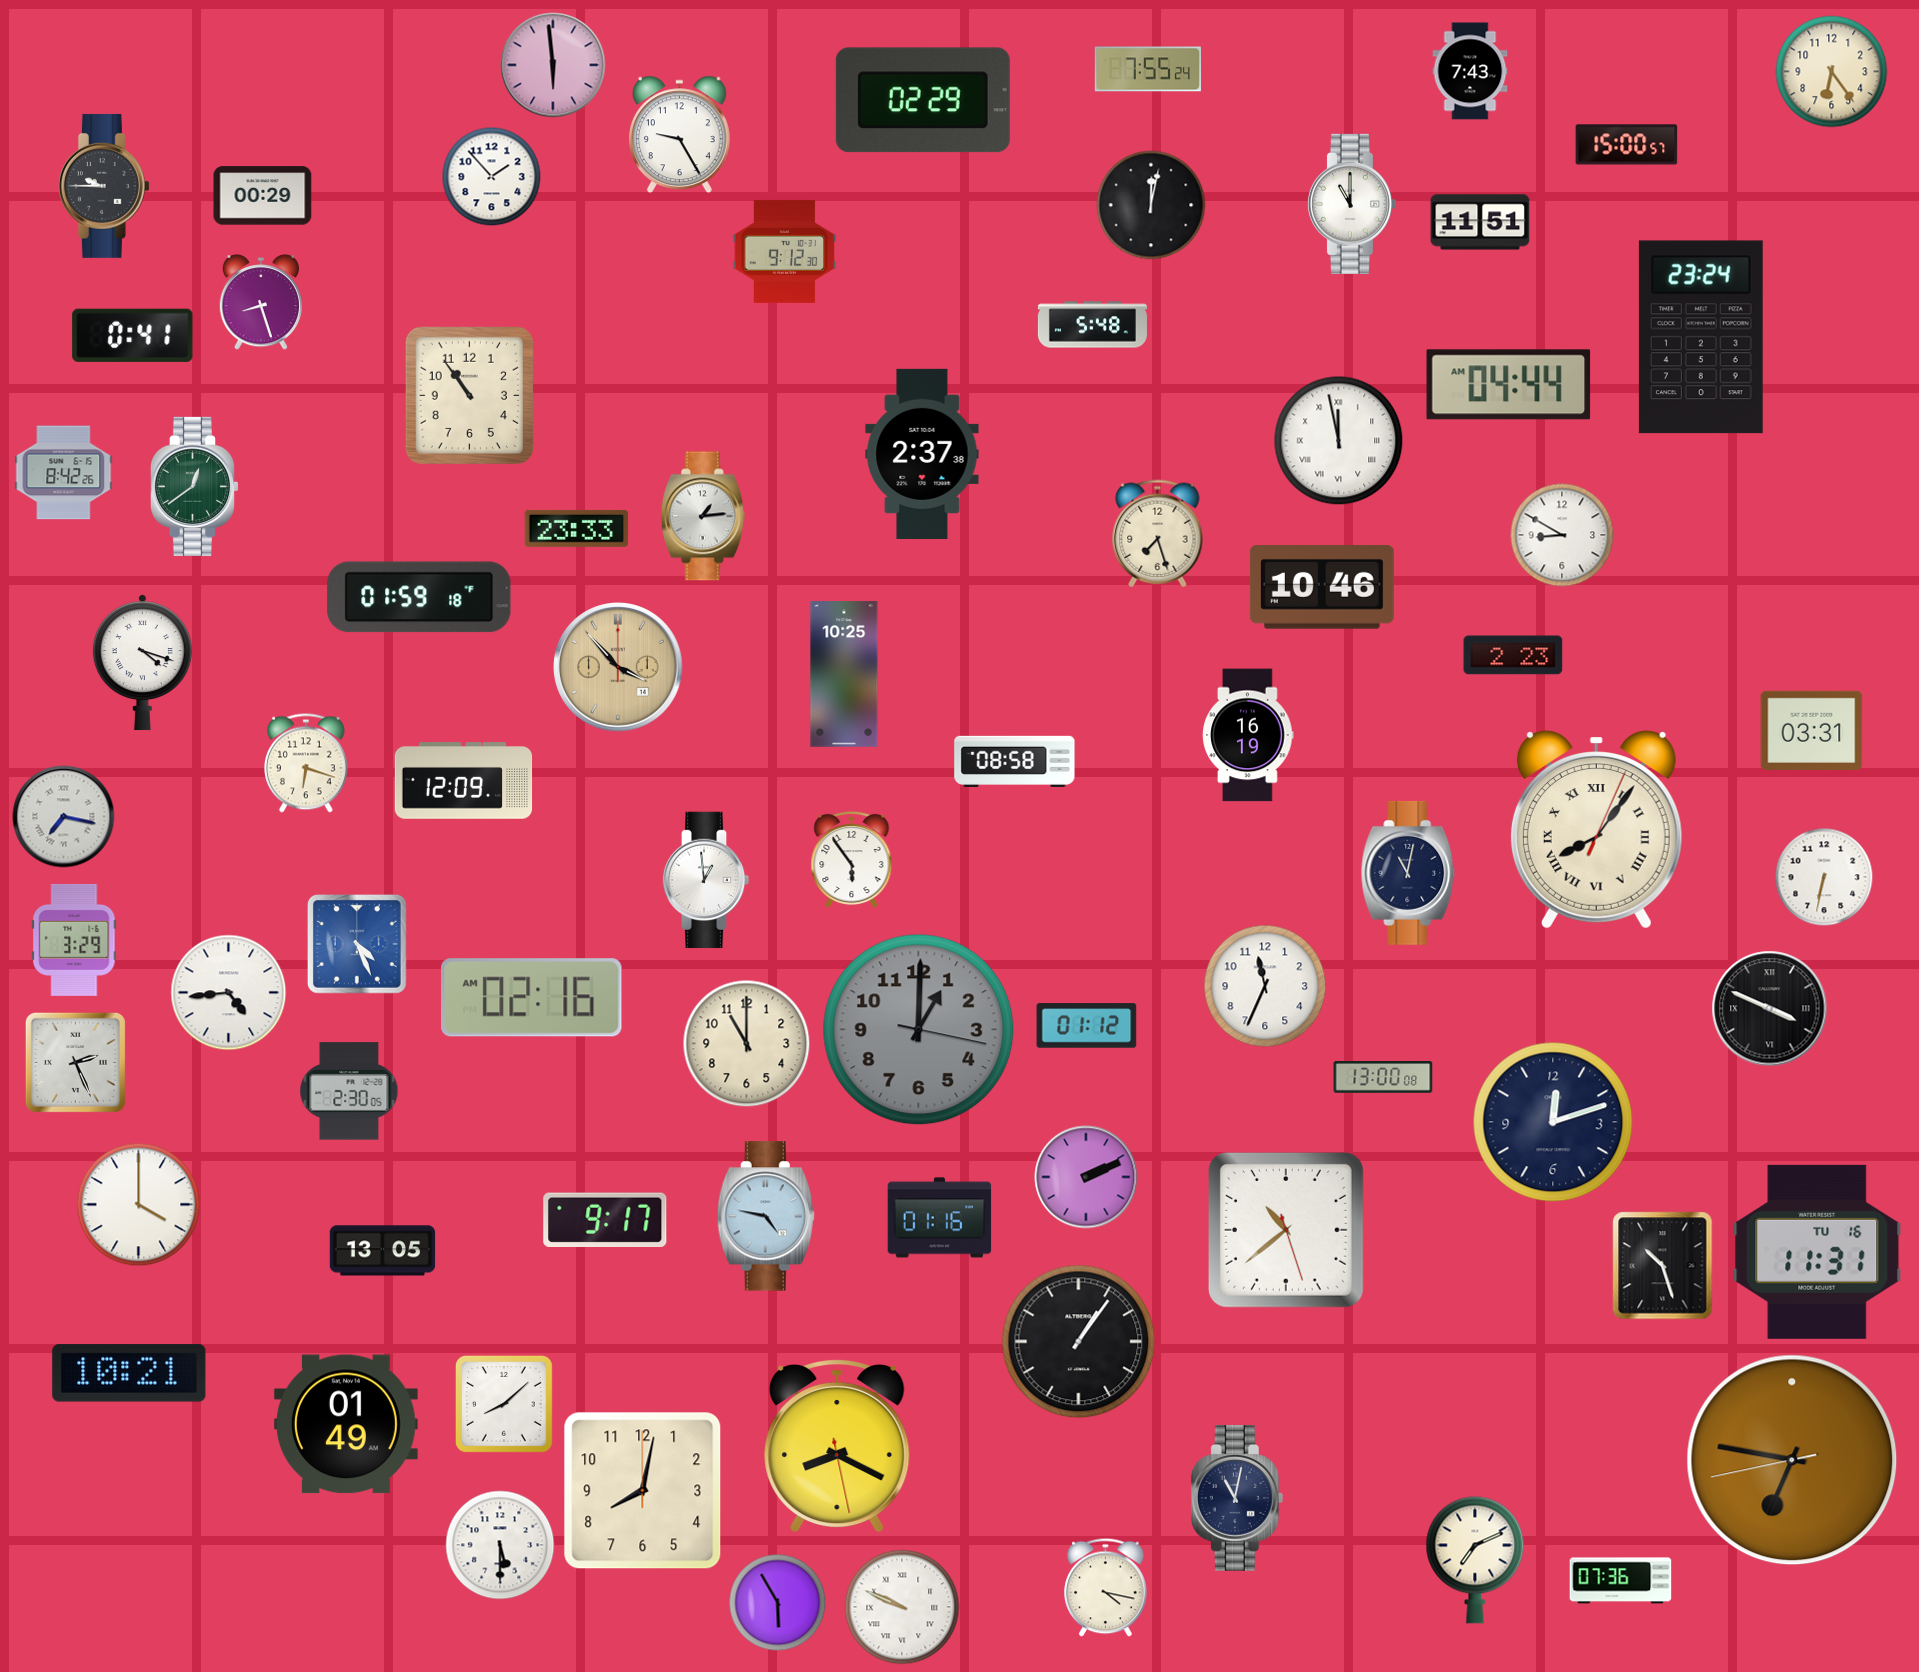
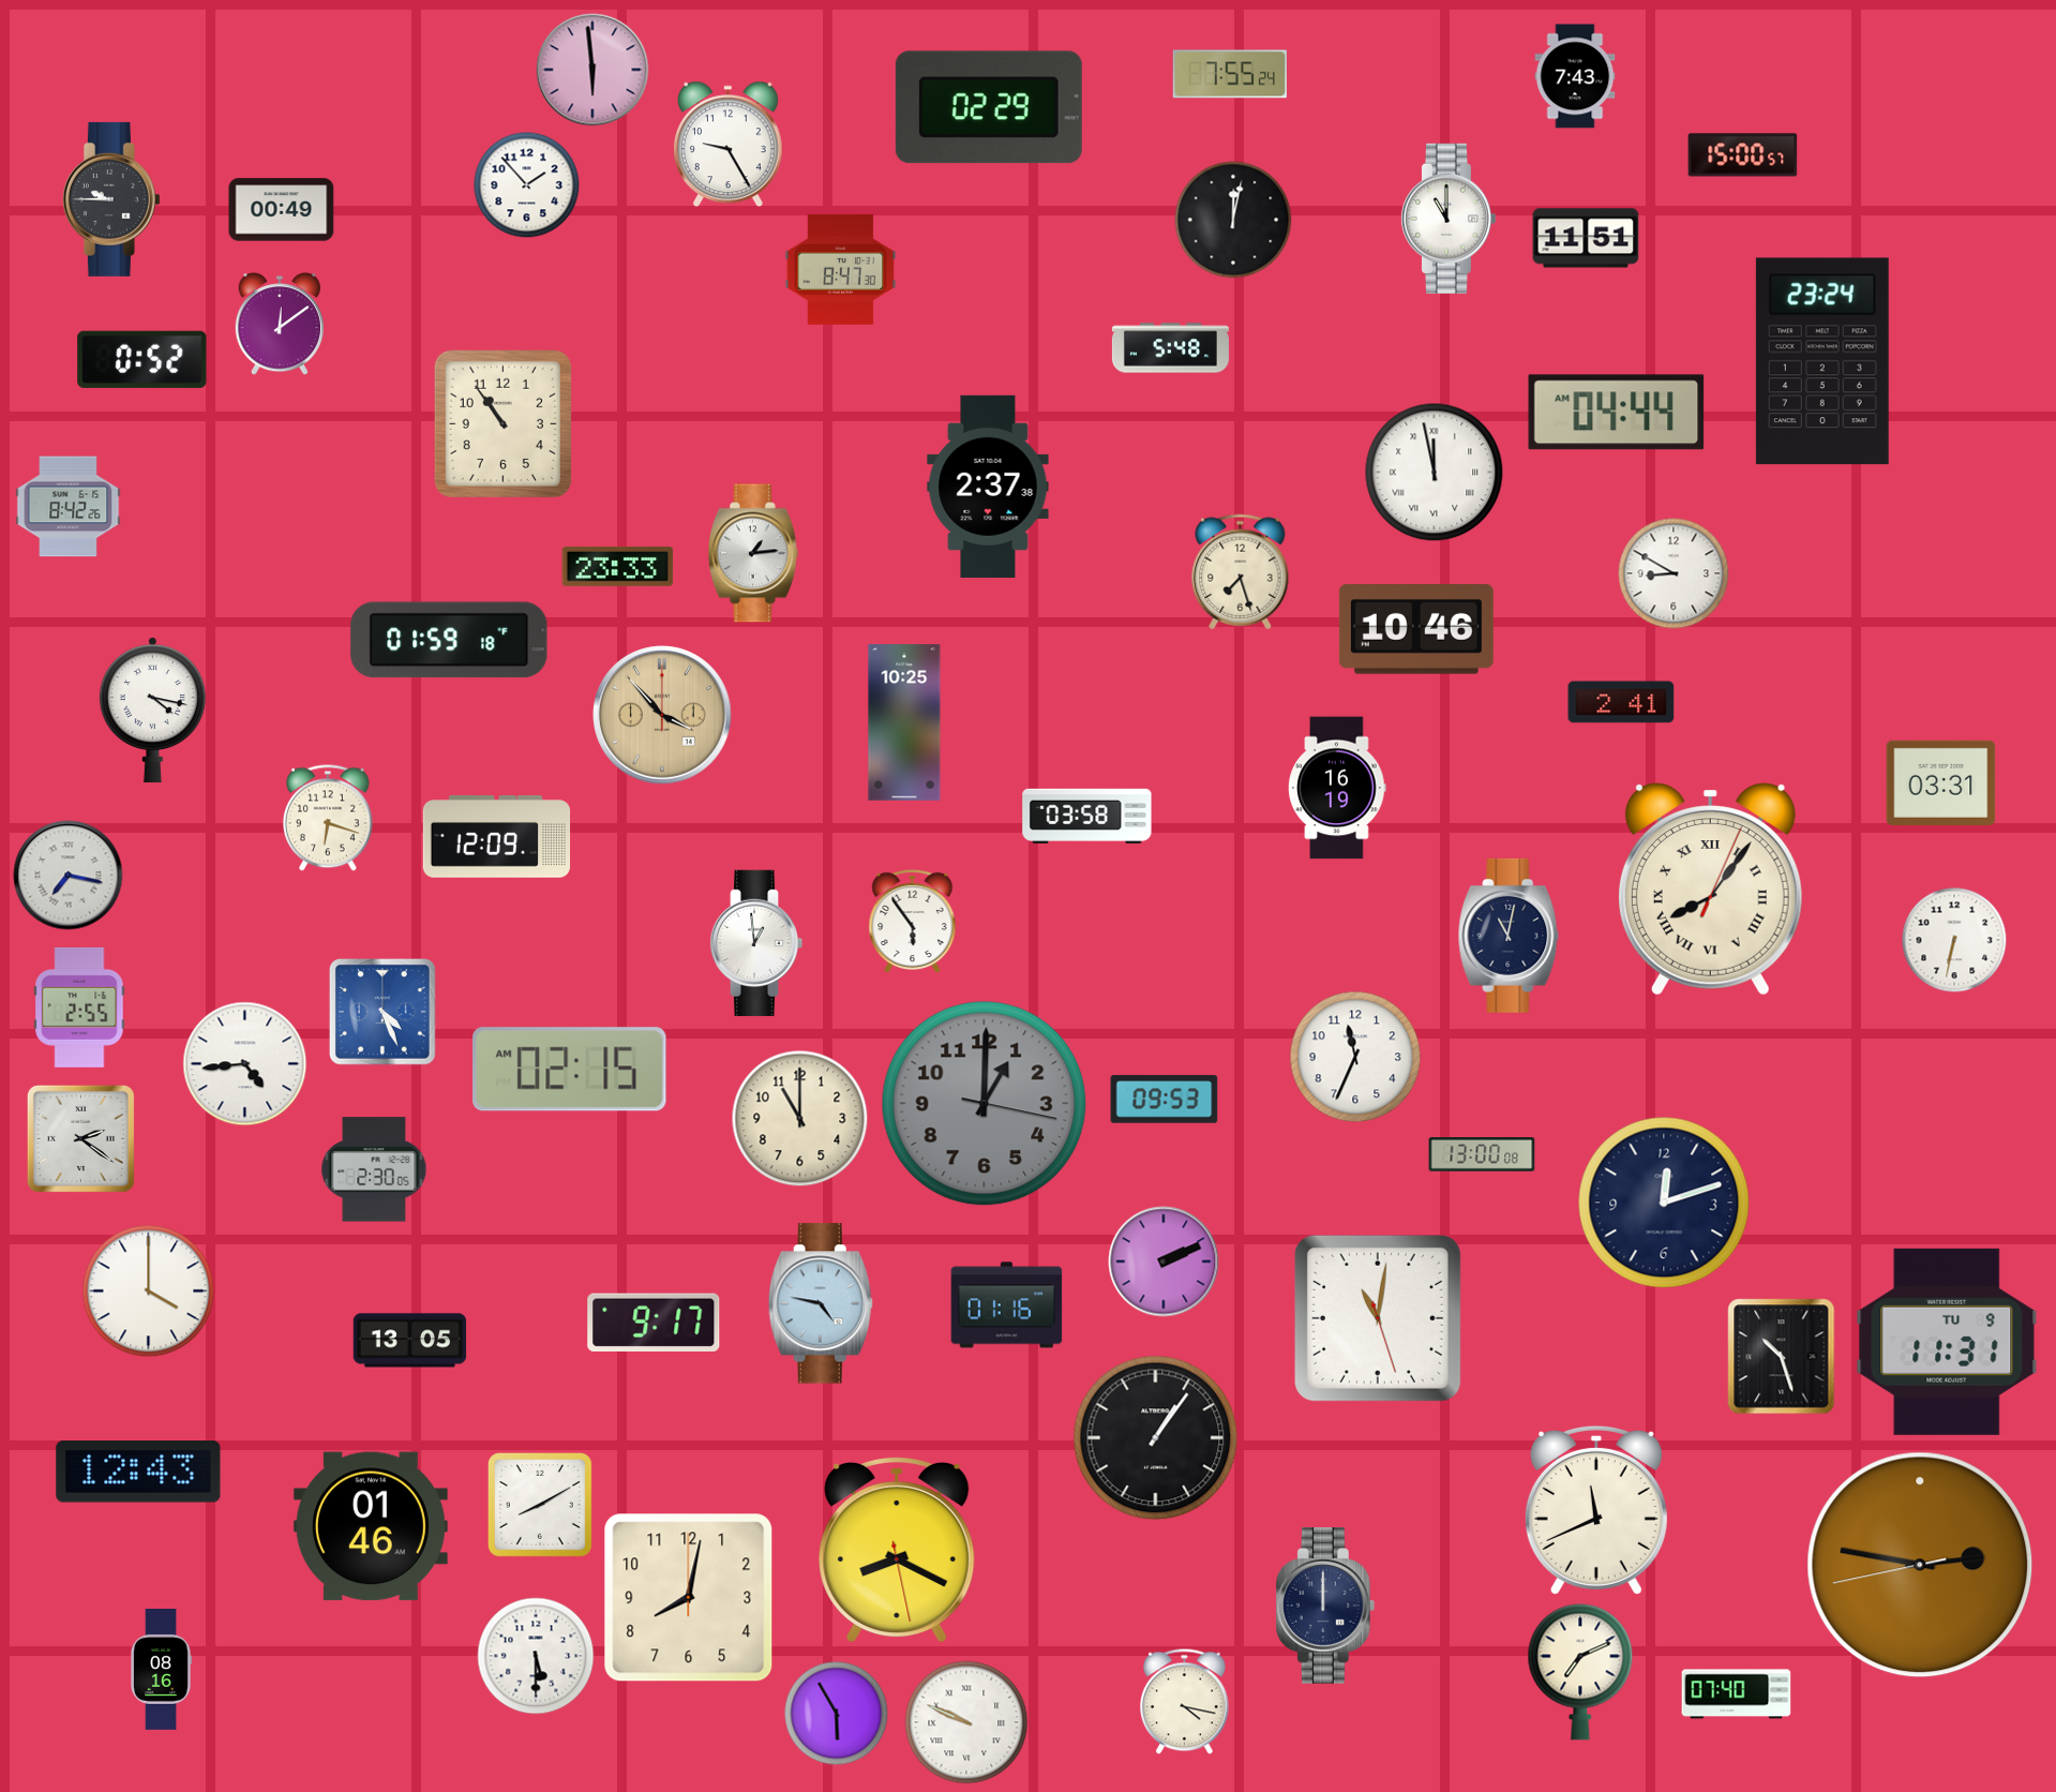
clock at (1832, 72): 6:24 -> none
clock at (492, 177) position: (492, 177) -> (527, 185)
clock at (263, 196): 00:29 -> 00:49
clock at (785, 251): 9:12 -> 8:47
clock at (260, 303): 8:27 -> 12:09
clock at (133, 335): 0:41 -> 0:52
clock at (194, 486): 12:39 -> none
clock at (1513, 655): 2:23 -> 2:41
clock at (142, 663): 4:18 -> 4:17
clock at (1015, 761): 08:58 -> 03:58
clock at (74, 940): 3:29 -> 2:55
clock at (532, 998): 02:16 -> 02:15
clock at (1770, 1009): 3:49 -> none
clock at (1087, 1026): 01:12 -> 09:53
clock at (75, 1062): 2:26 -> 2:21
clock at (605, 1220) position: (605, 1220) -> (654, 1323)
clock at (1286, 1230): 10:38 -> 11:01
clock at (1817, 1252) date: TU 16 -> TU 9
clock at (129, 1373): 10:21 -> 12:43
clock at (504, 1404): 8:08 -> 8:10
clock at (1596, 1510): none -> 11:41
clock at (346, 1424): 01:49 -> 01:46
clock at (1792, 1460): 6:46 -> 2:46
clock at (1237, 1499): 11:02 -> 12:00
clock at (162, 1670): none -> 08:16
clock at (1621, 1581): 07:36 -> 07:40
clock at (778, 1603) position: (778, 1603) -> (837, 1714)
